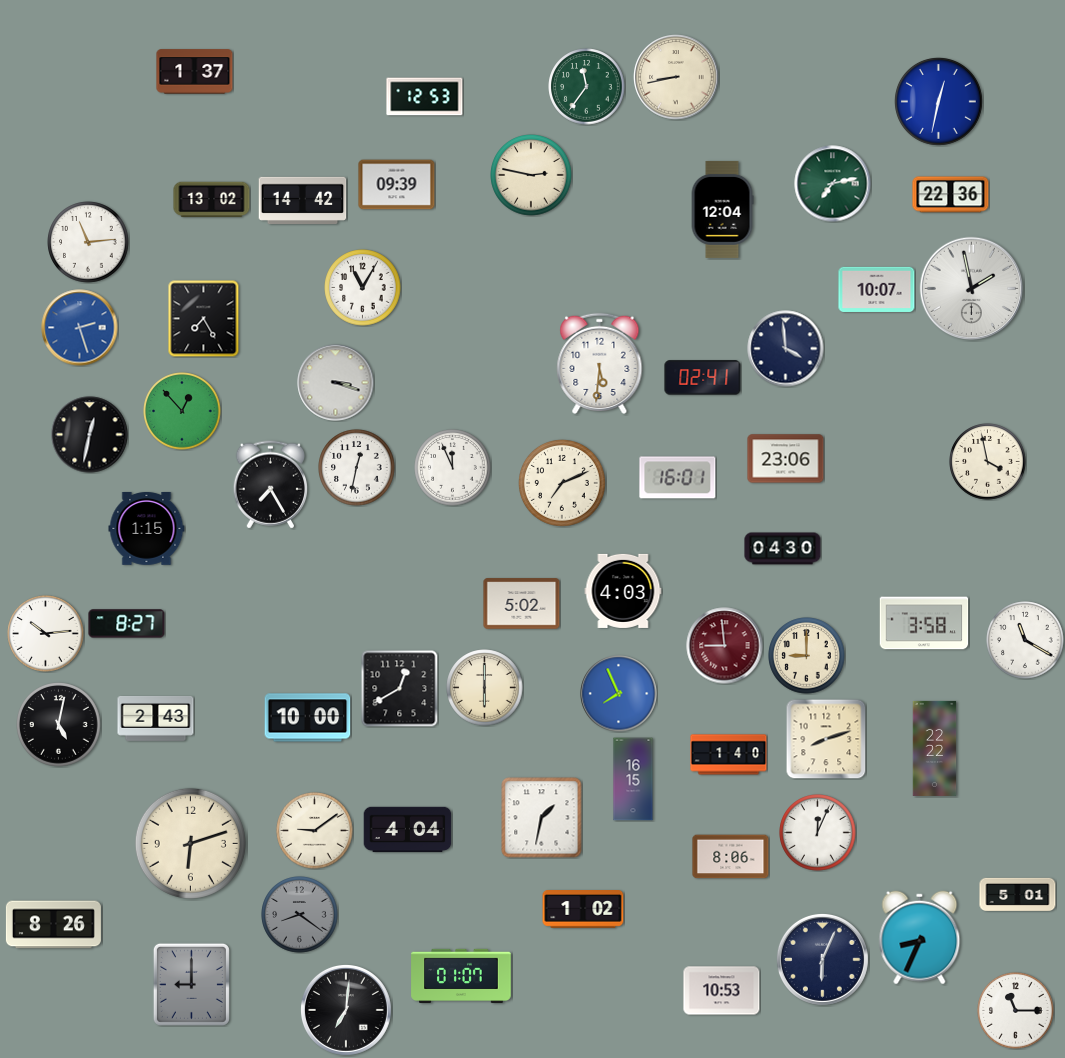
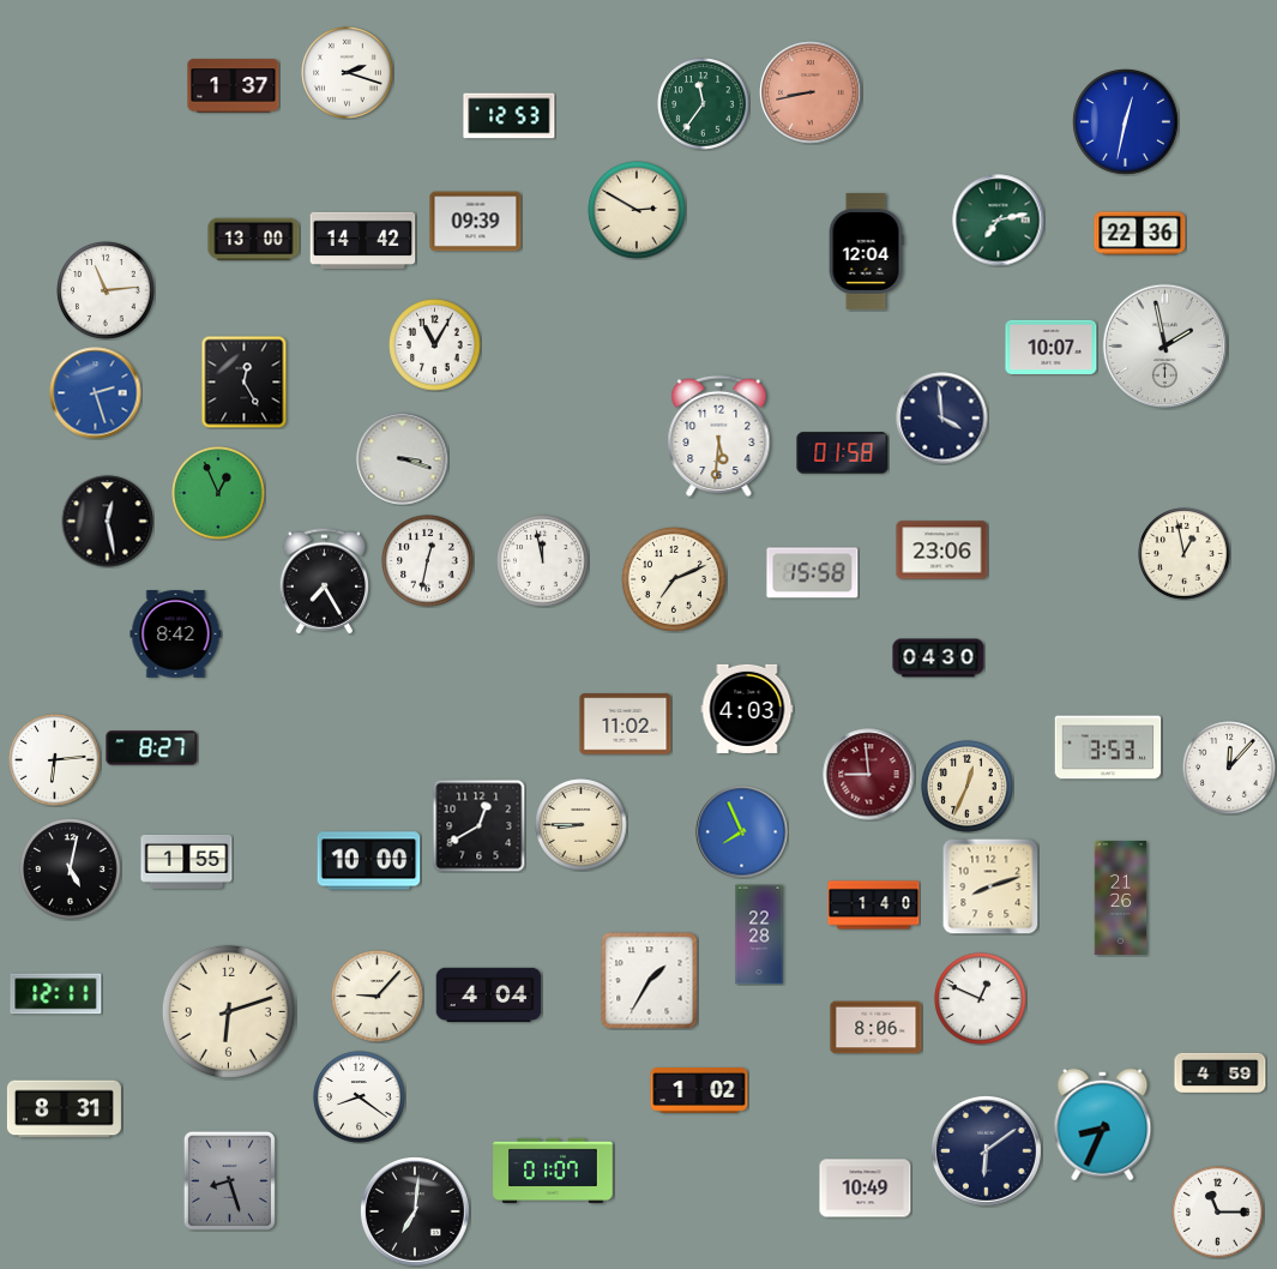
clock at (348, 73): none -> 2:18
clock at (676, 77) dial: cream -> salmon
clock at (531, 175): 2:47 -> 2:50
clock at (212, 200): 13:02 -> 13:00
clock at (204, 318): 7:25 -> 12:25
clock at (703, 378): 02:41 -> 01:58
clock at (182, 411): 12:53 -> 12:56
clock at (90, 435): 12:32 -> 12:28
clock at (988, 462): 3:58 -> 12:58
clock at (453, 468): 11:56 -> 11:58
clock at (678, 478): 16:01 -> 15:58
clock at (147, 529): 1:15 -> 8:42
clock at (522, 604): 5:02 -> 11:02
clock at (924, 623): 3:58 -> 3:53
clock at (46, 634): 10:14 -> 6:14
clock at (1025, 640): 11:20 -> 12:07
clock at (807, 656): 9:00 -> 12:34
clock at (485, 688): 6:00 -> 8:45
clock at (156, 718): 2:43 -> 1:55
clock at (935, 748): 22:22 -> 21:26
clock at (633, 779): 16:15 -> 22:28
clock at (542, 818): 1:32 -> 1:35
clock at (56, 994): none -> 12:11
clock at (315, 831): 9:09 -> 9:07
clock at (818, 833): 12:04 -> 12:49
clock at (1018, 894): 5:01 -> 4:59
clock at (300, 915) dial: grey -> white
clock at (53, 925): 8:26 -> 8:31
clock at (822, 959): 6:04 -> 6:09
clock at (191, 984): 9:00 -> 8:27
clock at (722, 991): 10:53 -> 10:49
